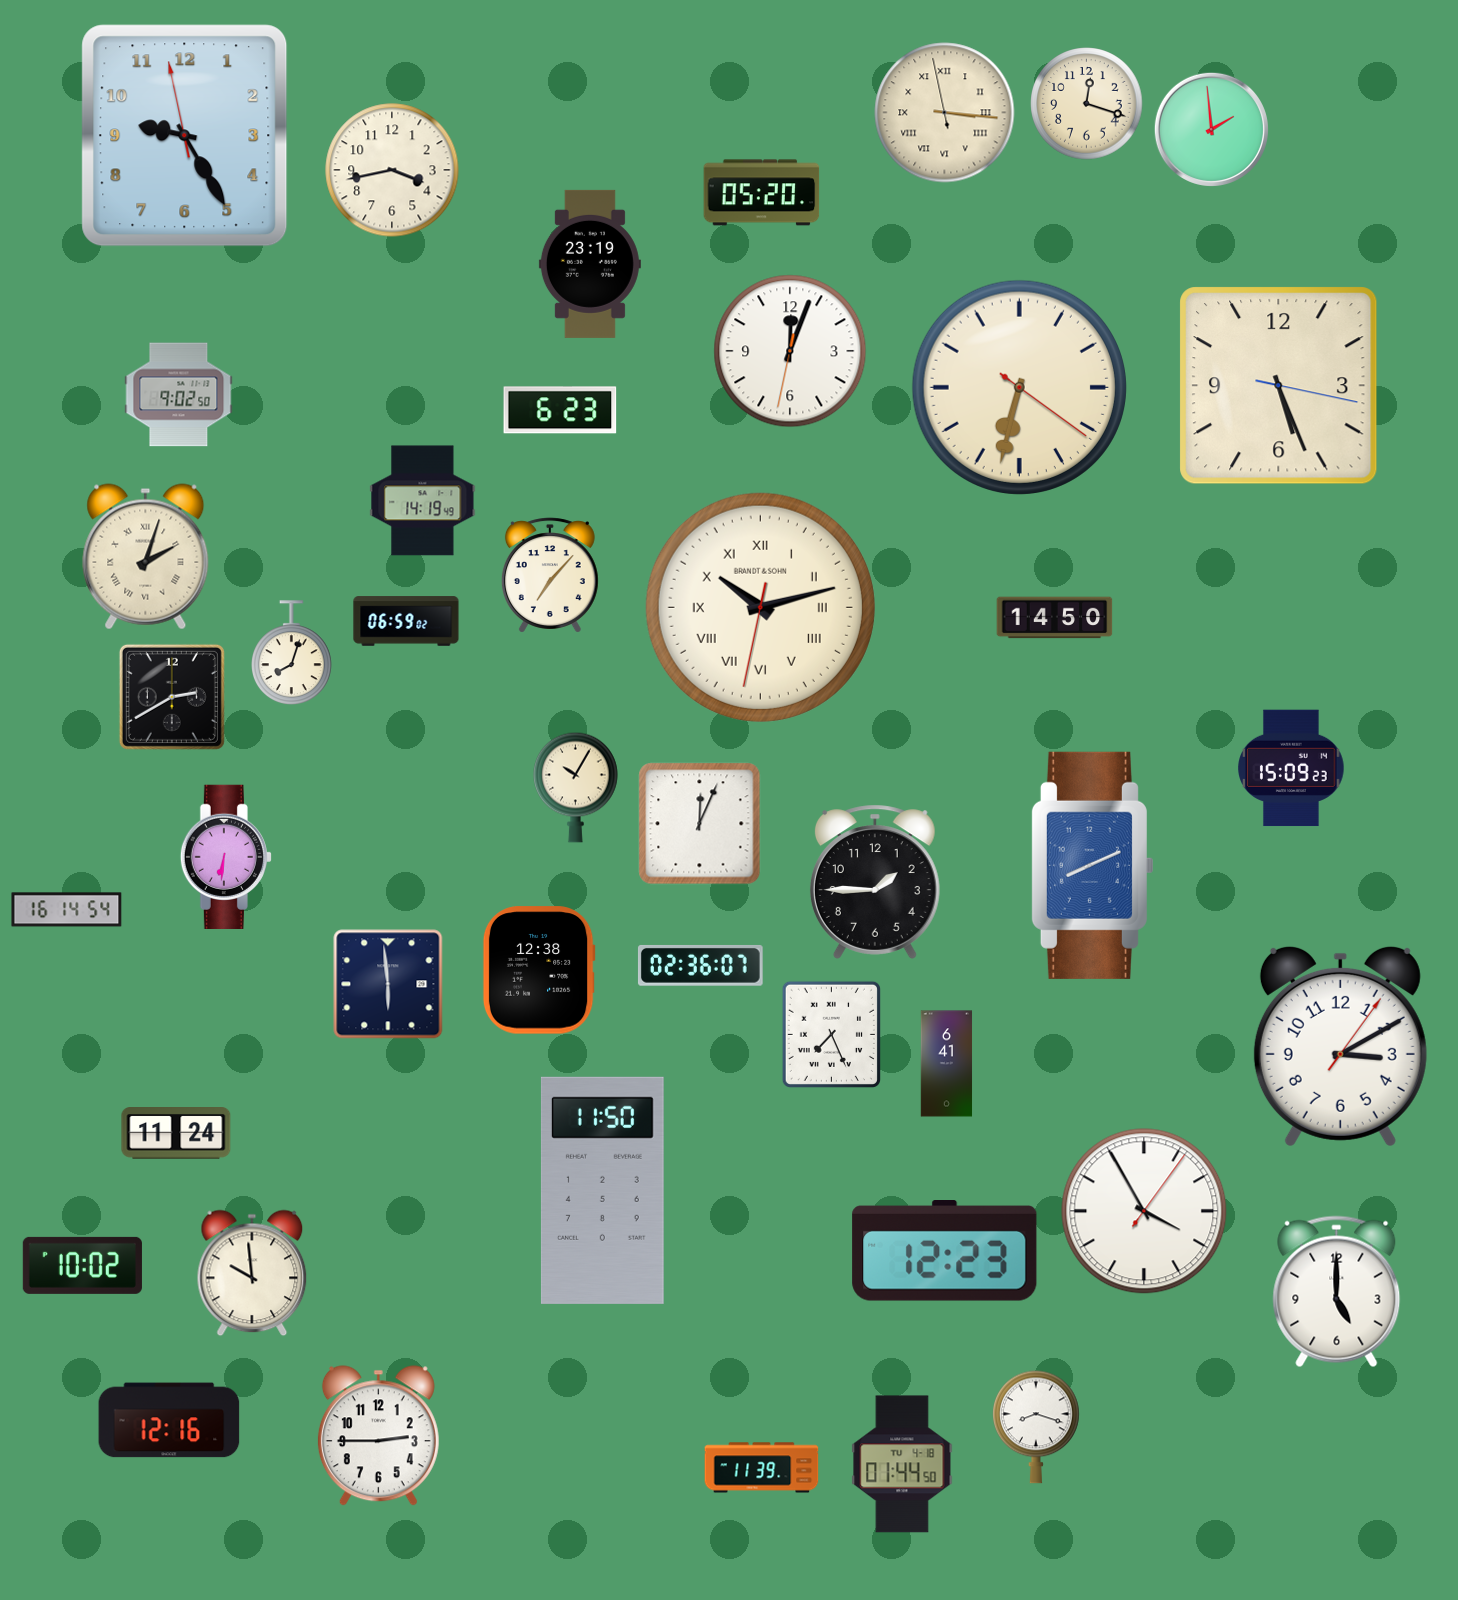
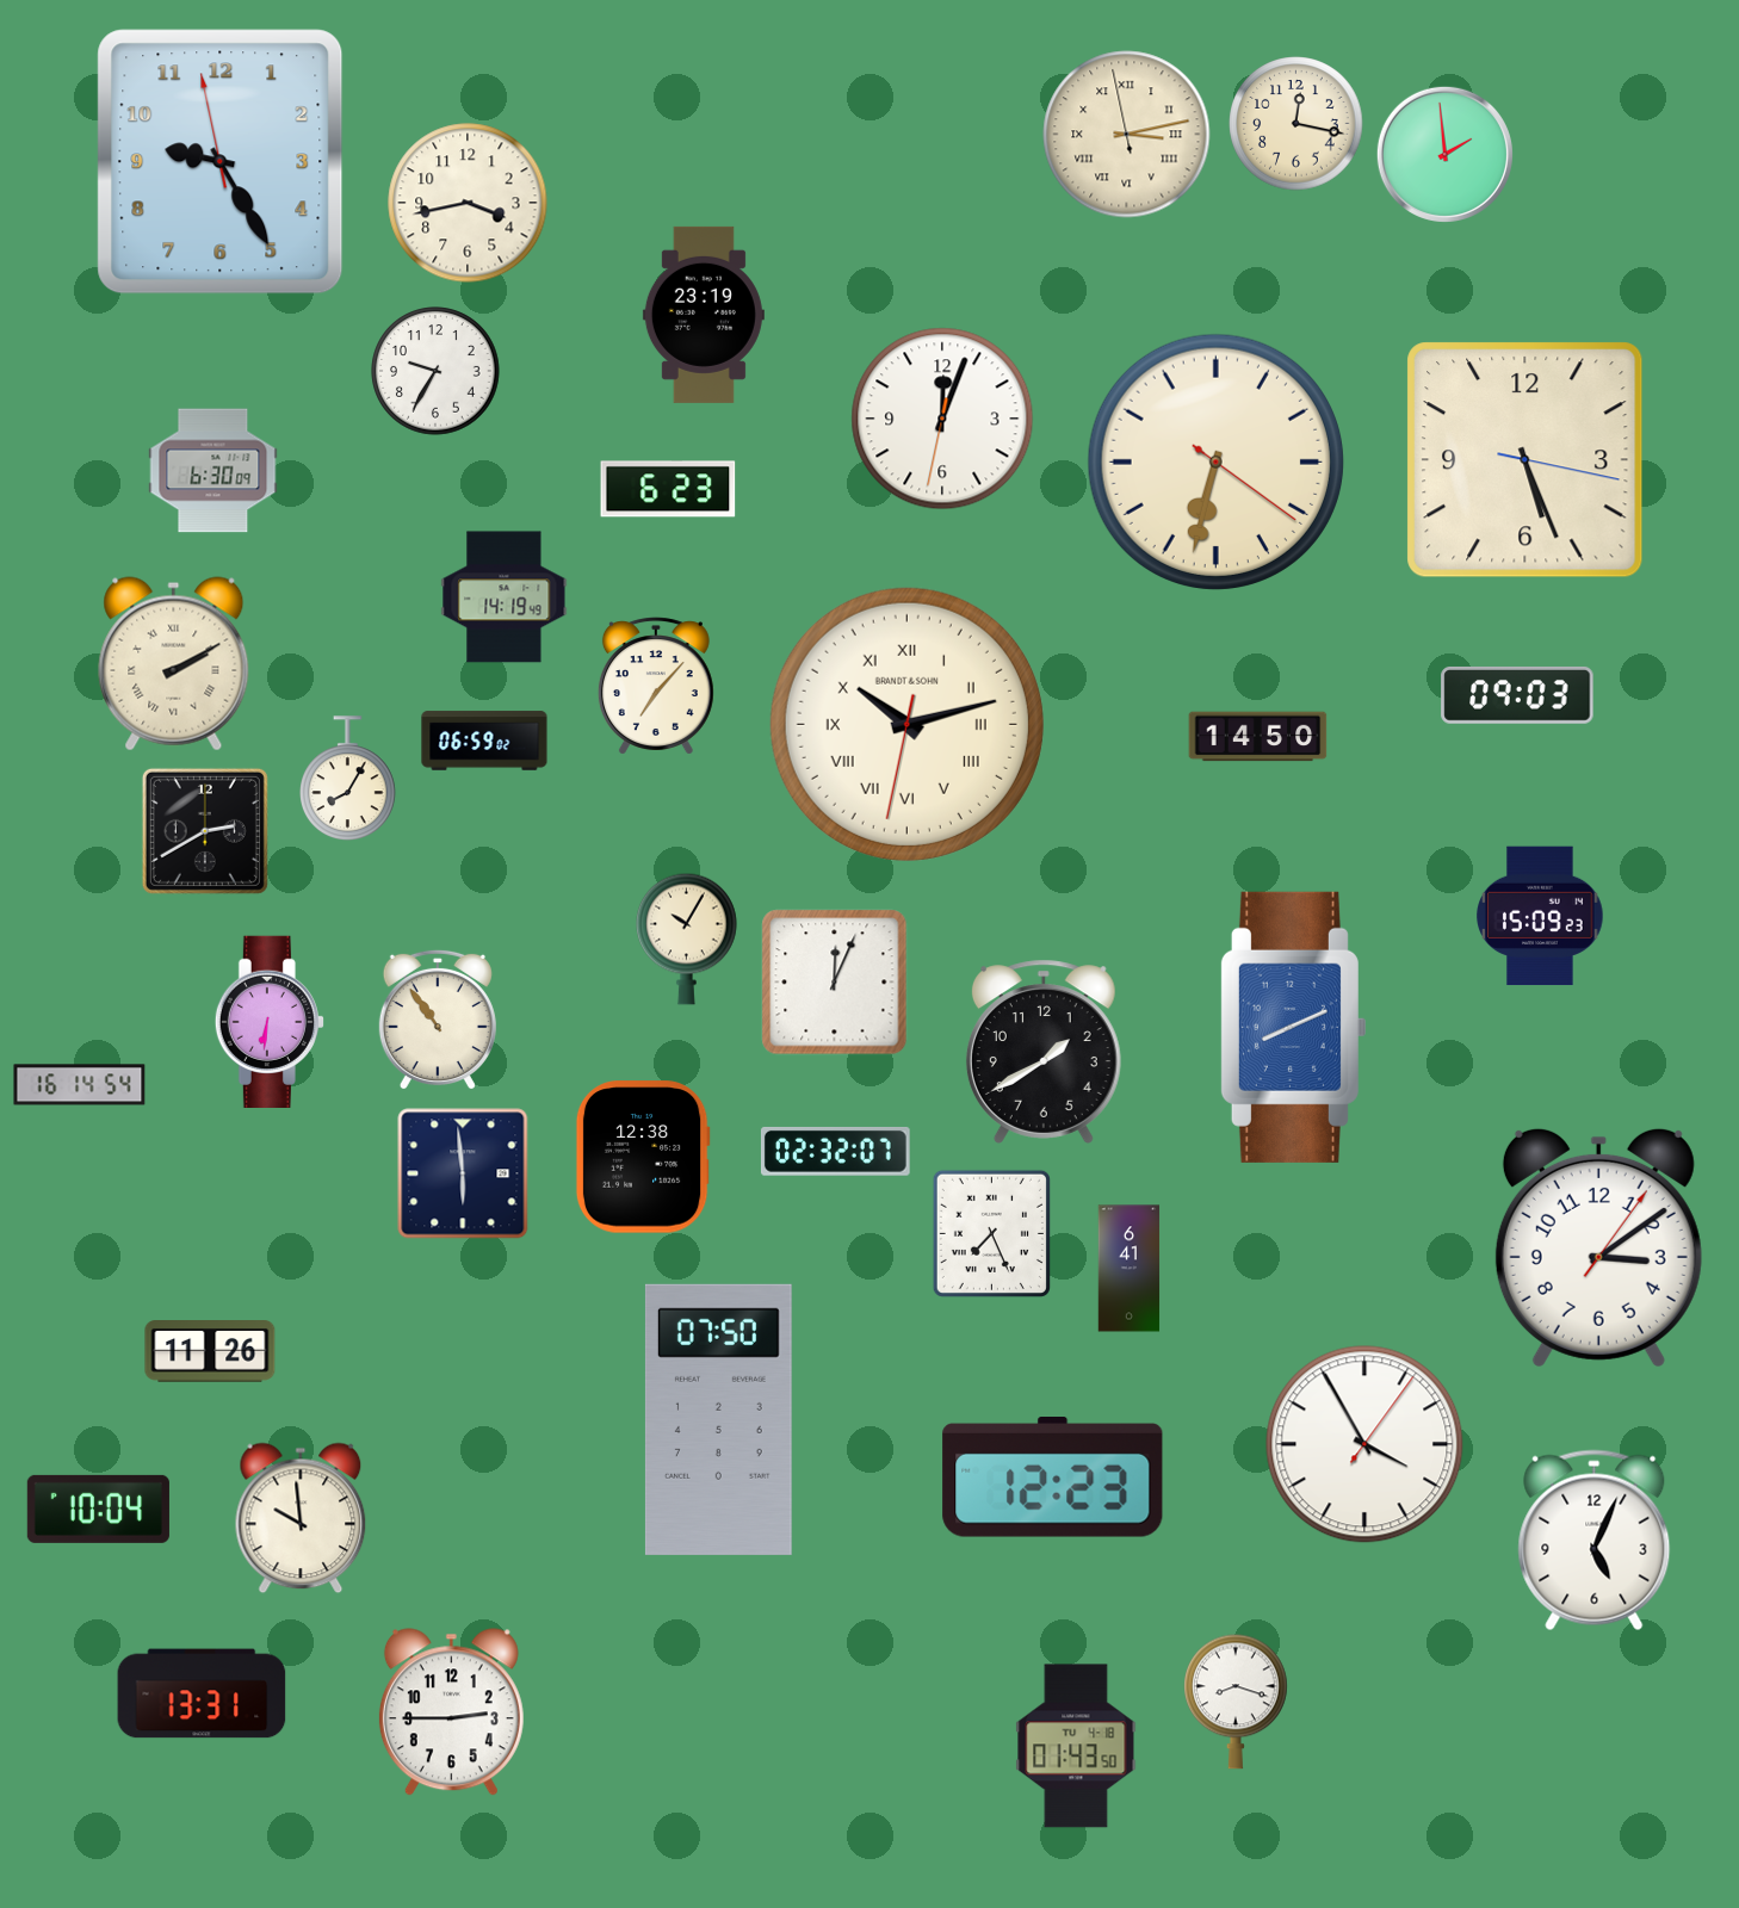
clock at (1087, 104): 12:18 -> 12:17
clock at (945, 113): 3:15 -> 3:12
clock at (762, 193): 05:20 -> none
clock at (435, 371): none -> 9:35
clock at (179, 395): 9:02 -> 6:30
clock at (146, 557): 2:03 -> 2:10
clock at (1517, 695): none -> 09:03
clock at (292, 652): 8:03 -> 8:05
clock at (438, 1020): none -> 10:54
clock at (1092, 865) position: (1092, 865) -> (1293, 1027)
clock at (875, 882): 1:45 -> 1:40
clock at (700, 966): 02:36 -> 02:32
clock at (1340, 1046): 3:10 -> 3:09
clock at (176, 1134): 11:24 -> 11:26
clock at (602, 1190): 11:50 -> 07:50
clock at (945, 1251) position: (945, 1251) -> (1053, 1478)
clock at (82, 1265): 10:02 -> 10:04
clock at (1337, 1292): 5:00 -> 5:04
clock at (169, 1420): 12:16 -> 13:31
clock at (902, 1464): 01:44 -> 01:43
clock at (762, 1468): 11:39 -> none
